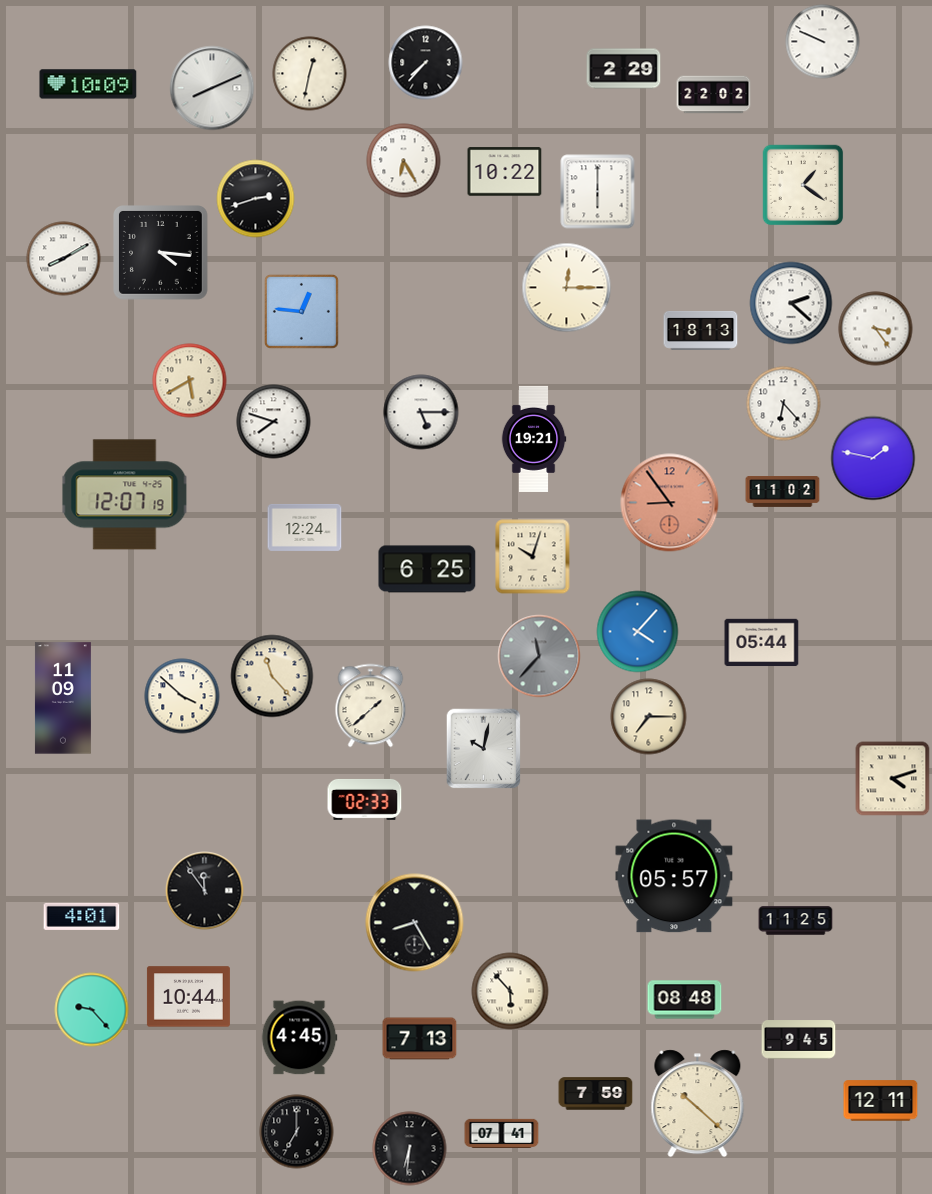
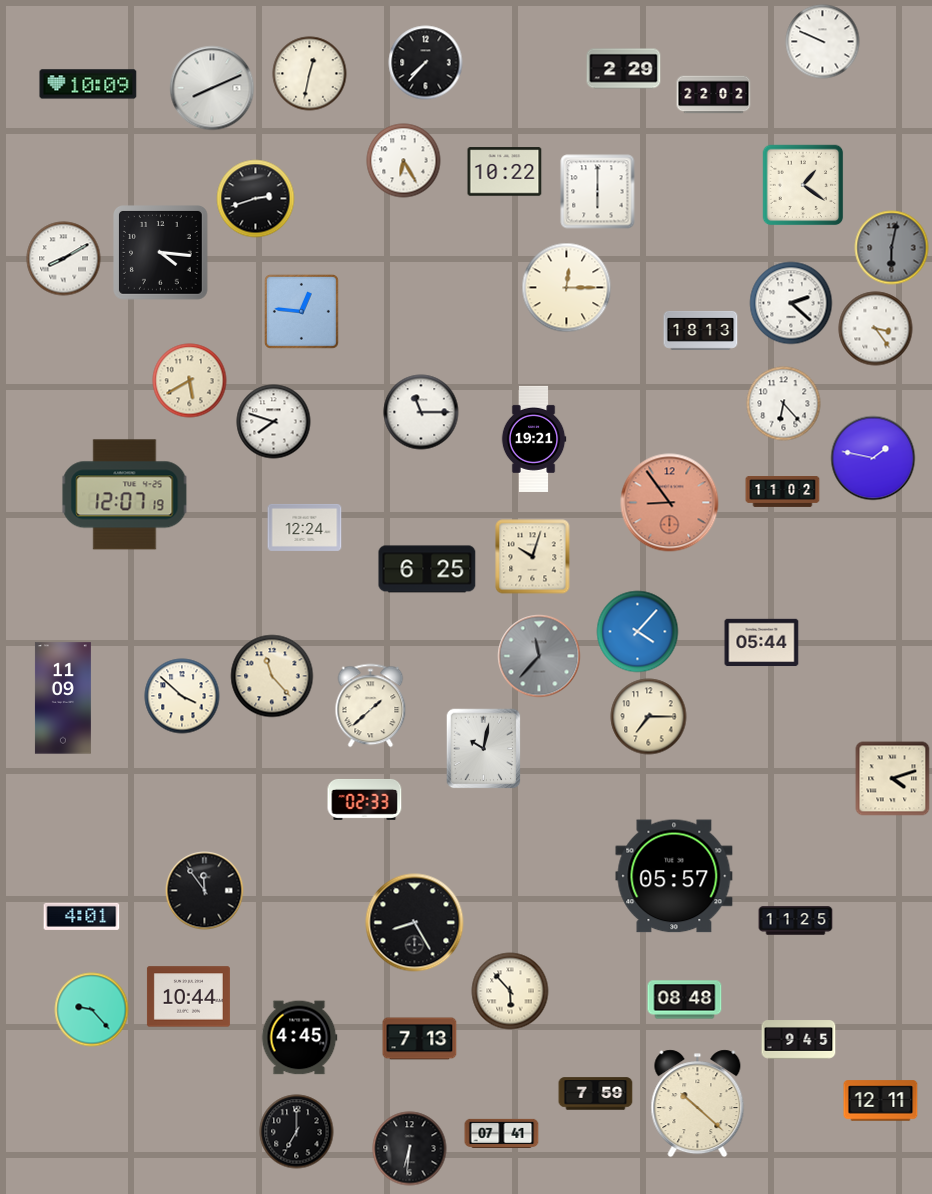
clock at (892, 248): none -> 6:02
clock at (421, 412): 5:15 -> 11:15
